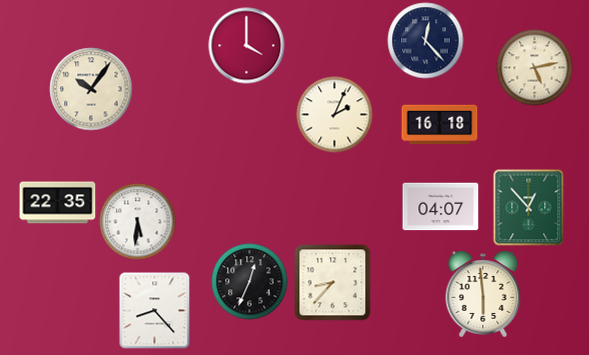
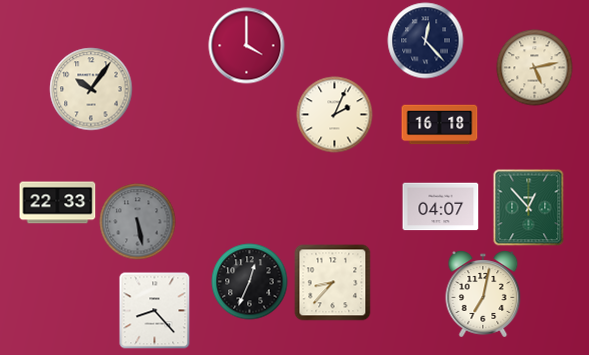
clock at (58, 203): 22:35 -> 22:33
clock at (138, 222): 5:31 -> 5:28
clock at (138, 222) dial: white -> grey
clock at (483, 294): 5:59 -> 7:02
